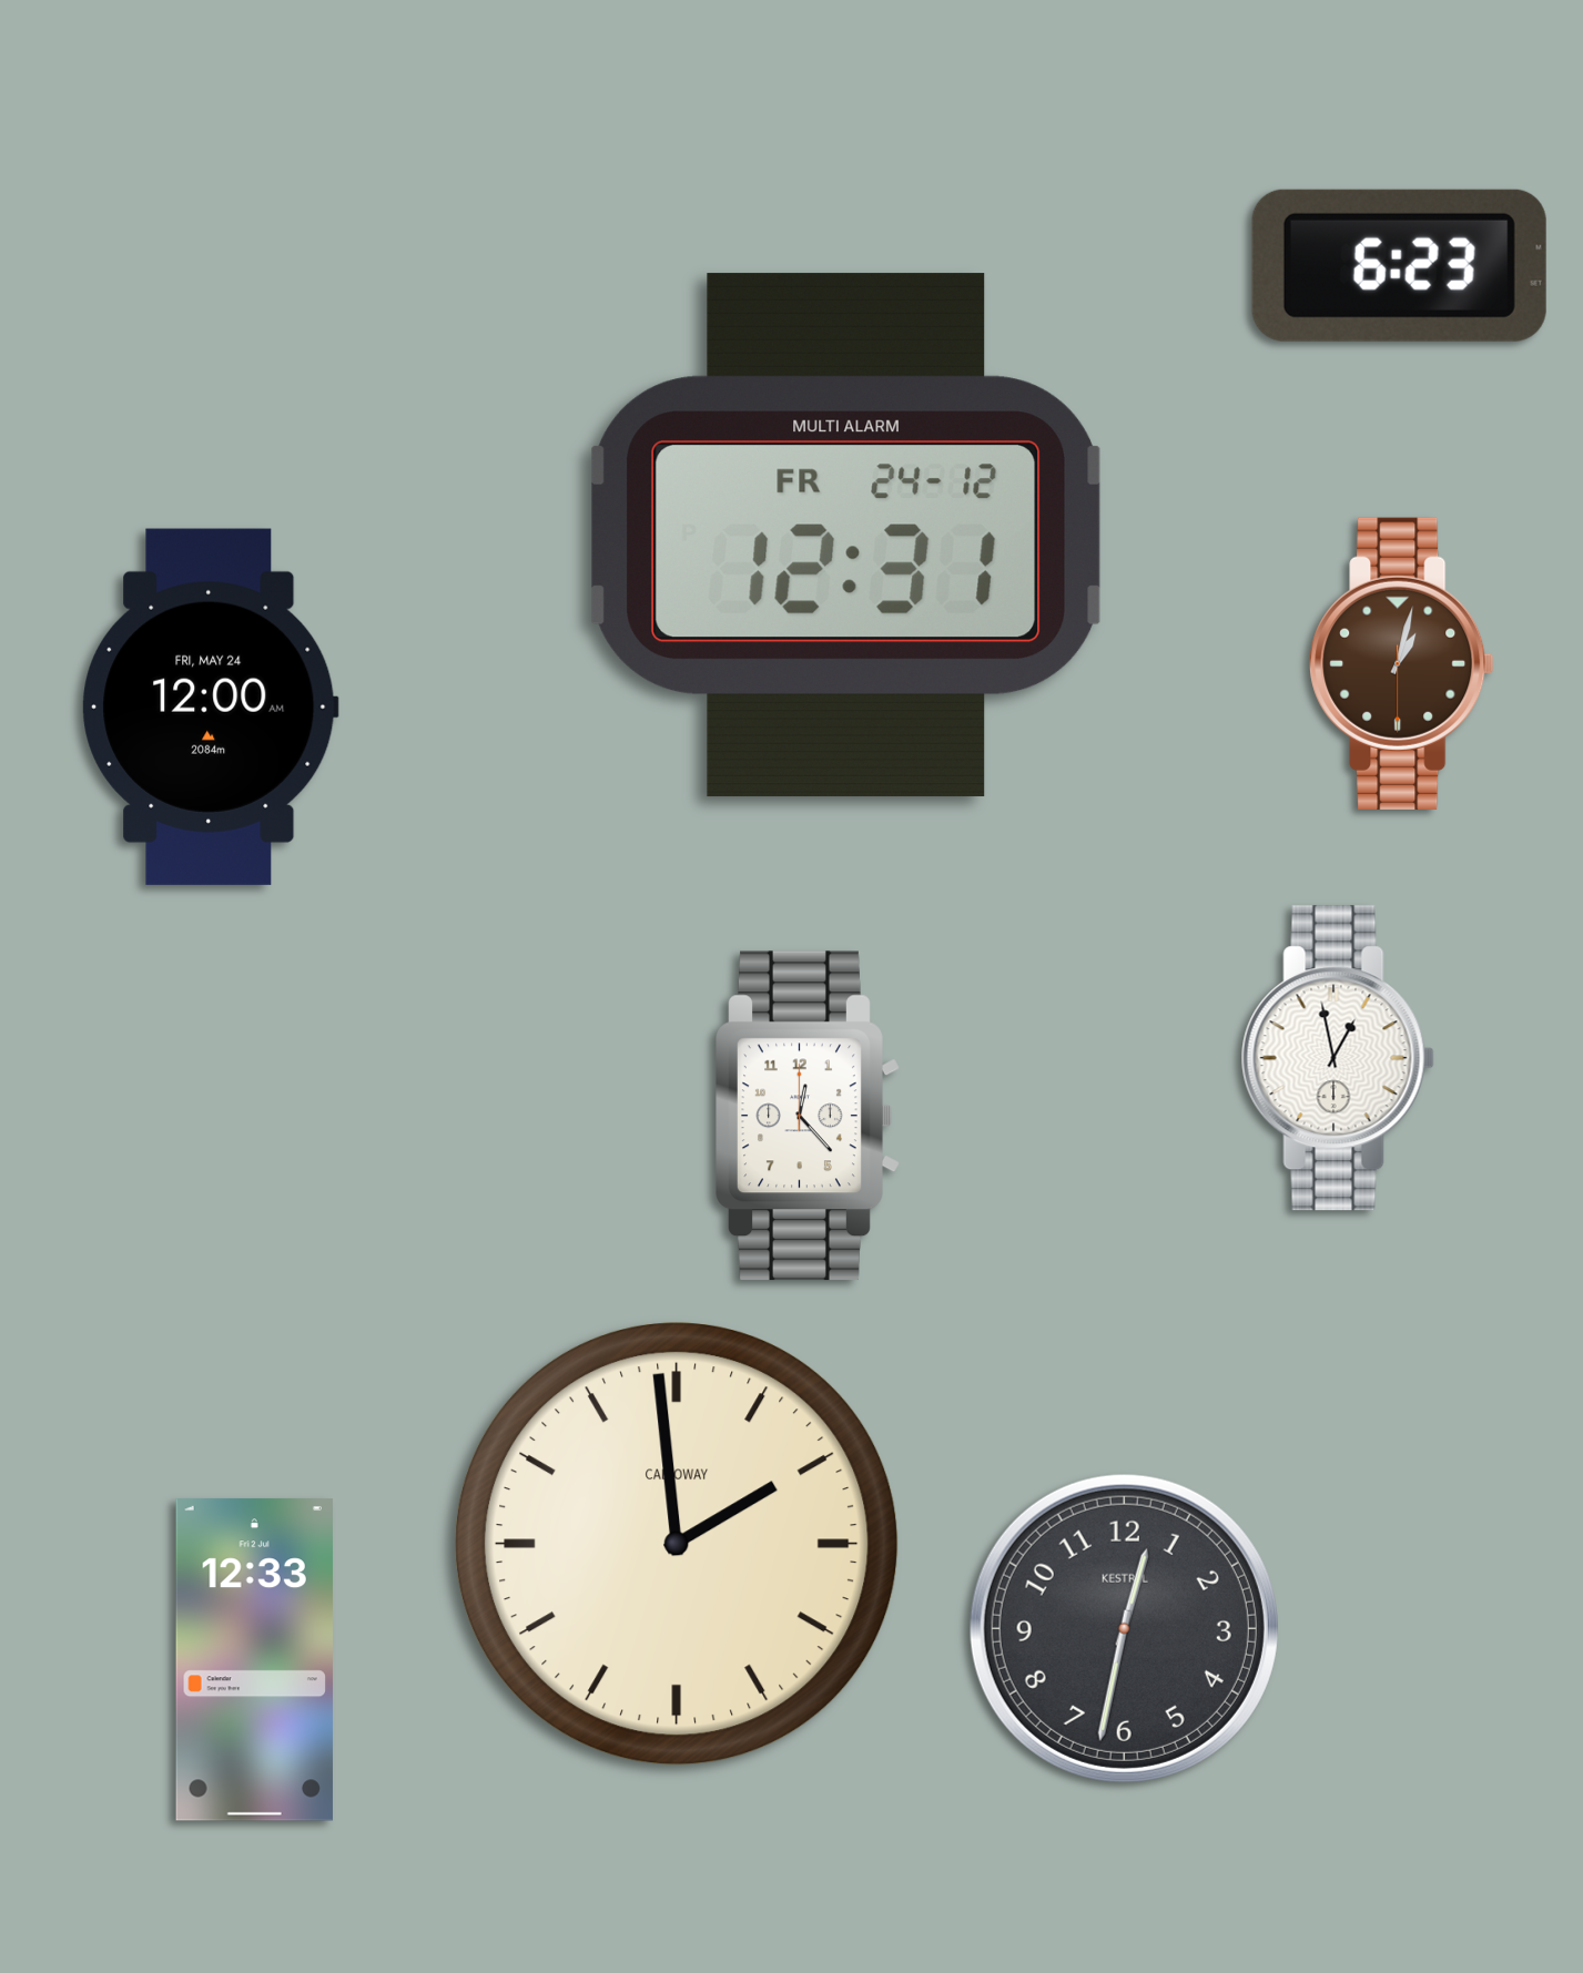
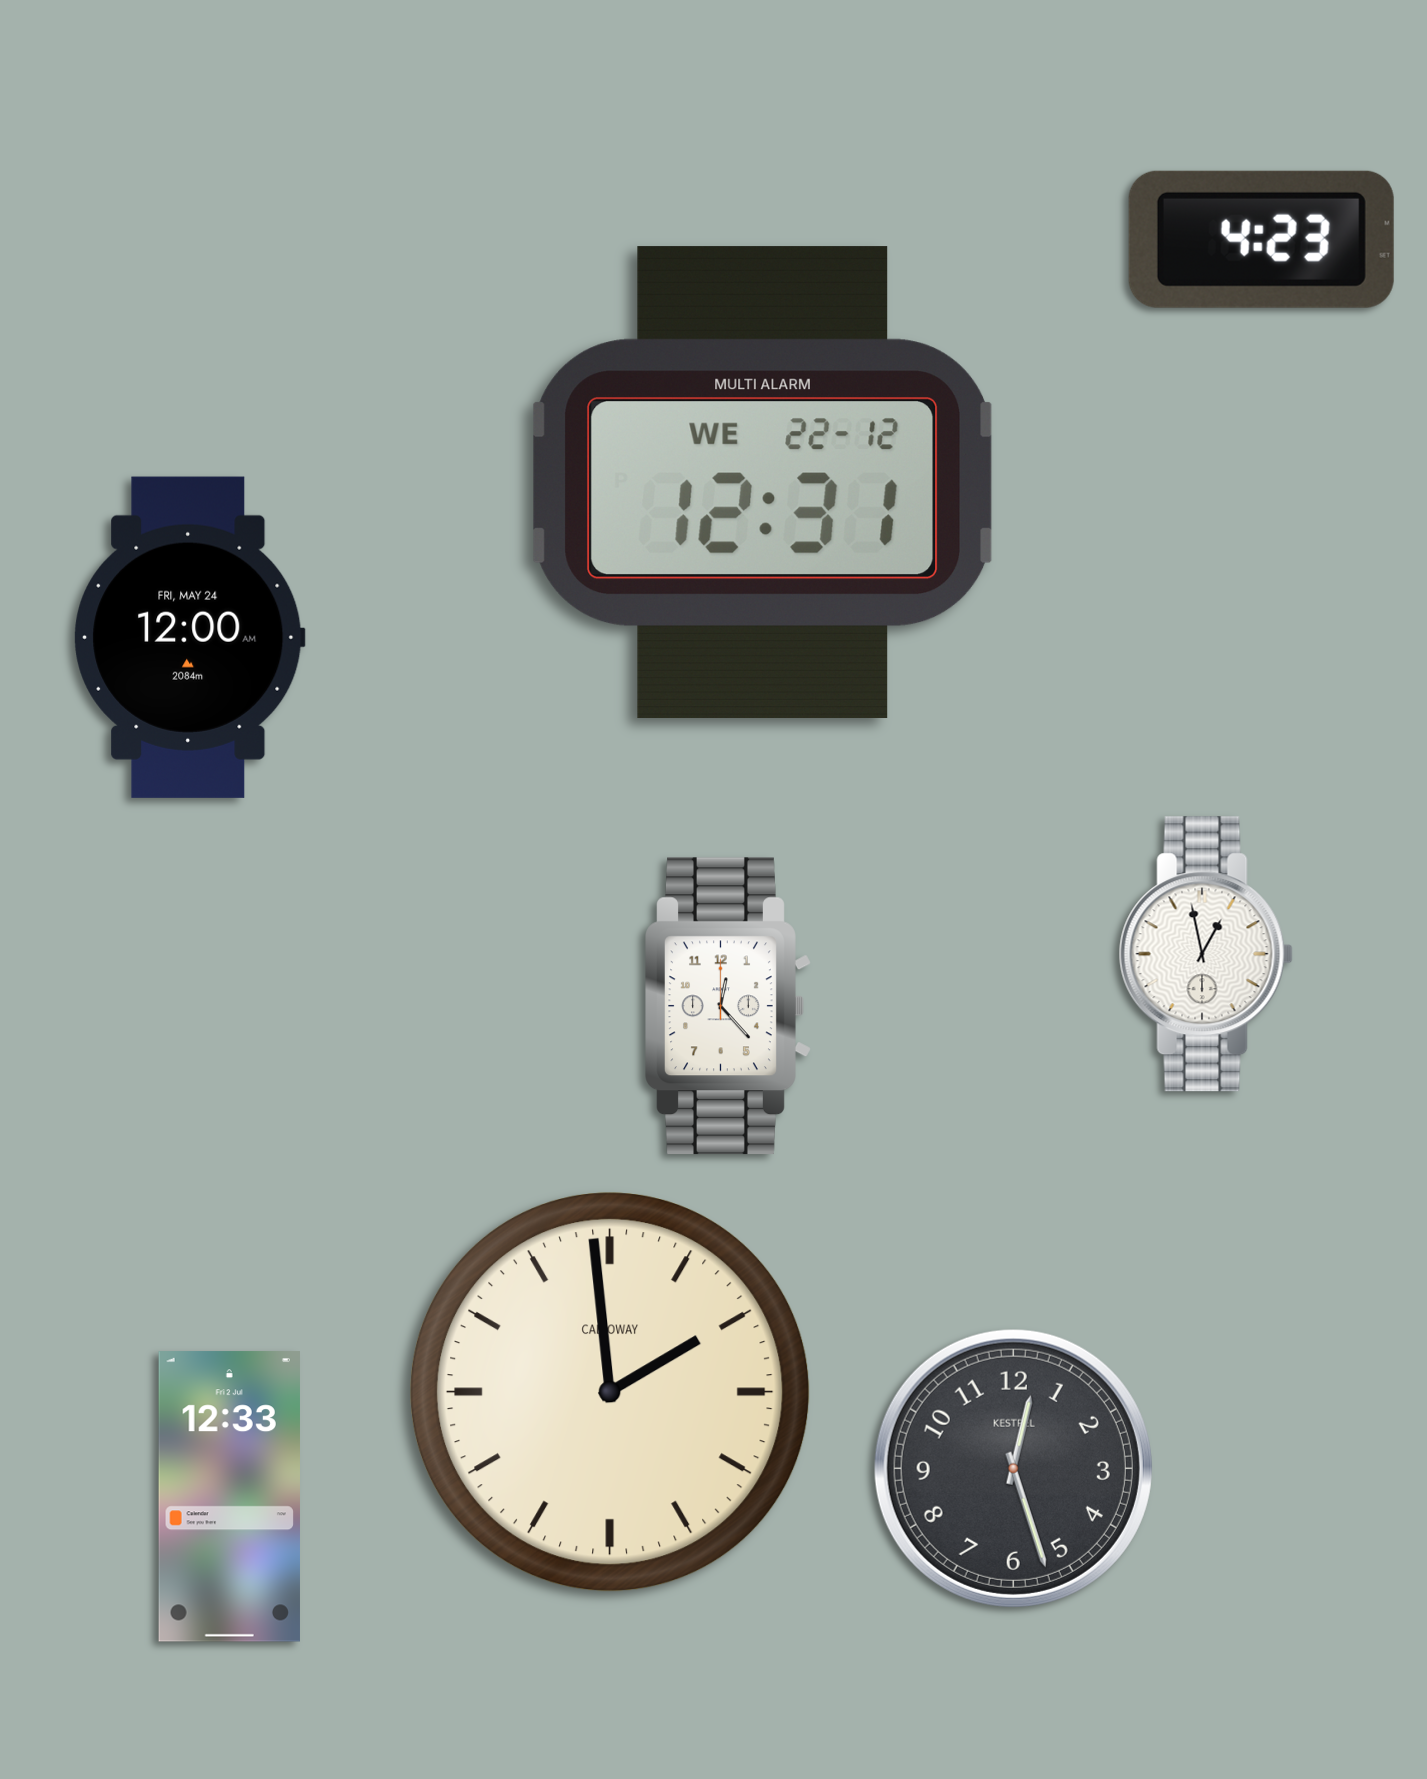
clock at (1399, 265): 6:23 -> 4:23
clock at (846, 536) date: FR 24-12 -> WE 22-12
clock at (1402, 663): 1:02 -> none
clock at (1124, 1628): 12:32 -> 12:27
